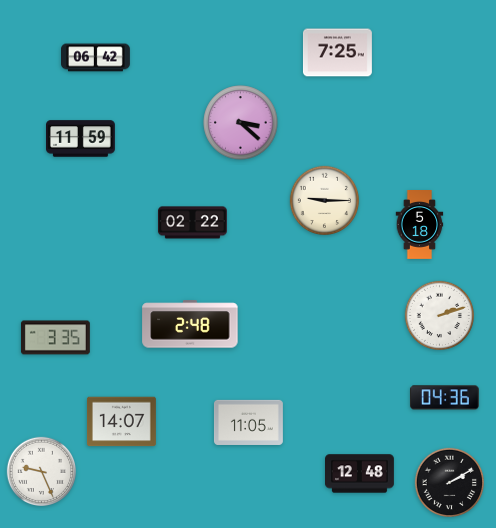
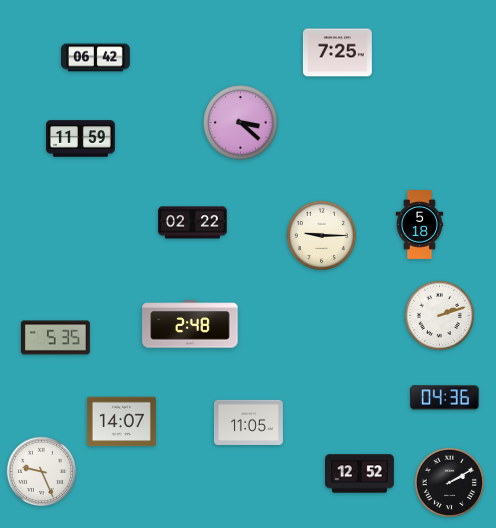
clock at (324, 200) position: (324, 200) -> (321, 235)
clock at (55, 338): 3:35 -> 5:35
clock at (360, 474): 12:48 -> 12:52
